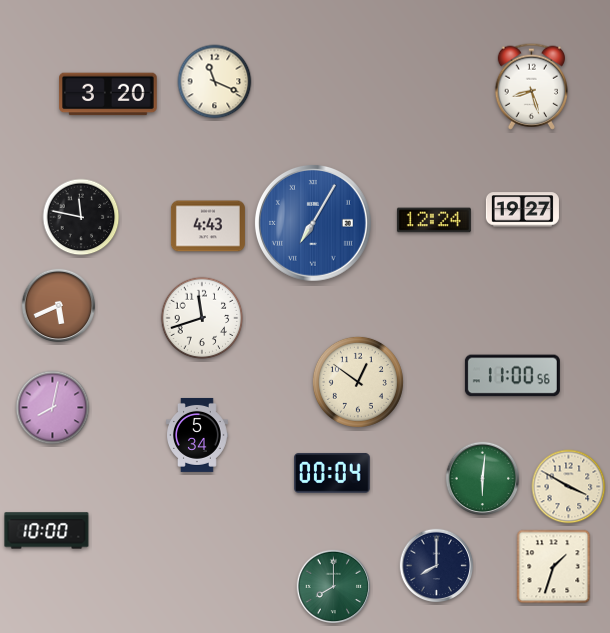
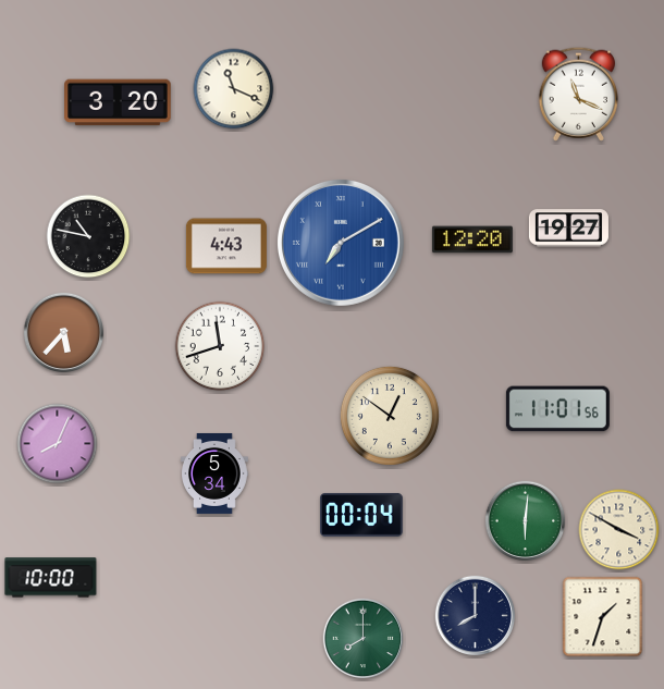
clock at (531, 86): 8:27 -> 11:19
clock at (81, 217): 11:47 -> 10:47
clock at (434, 220): 12:24 -> 12:20
clock at (313, 223): 7:05 -> 7:10
clock at (59, 306): 5:41 -> 5:37
clock at (512, 376): 11:00 -> 11:01
clock at (53, 408): 8:02 -> 8:04
